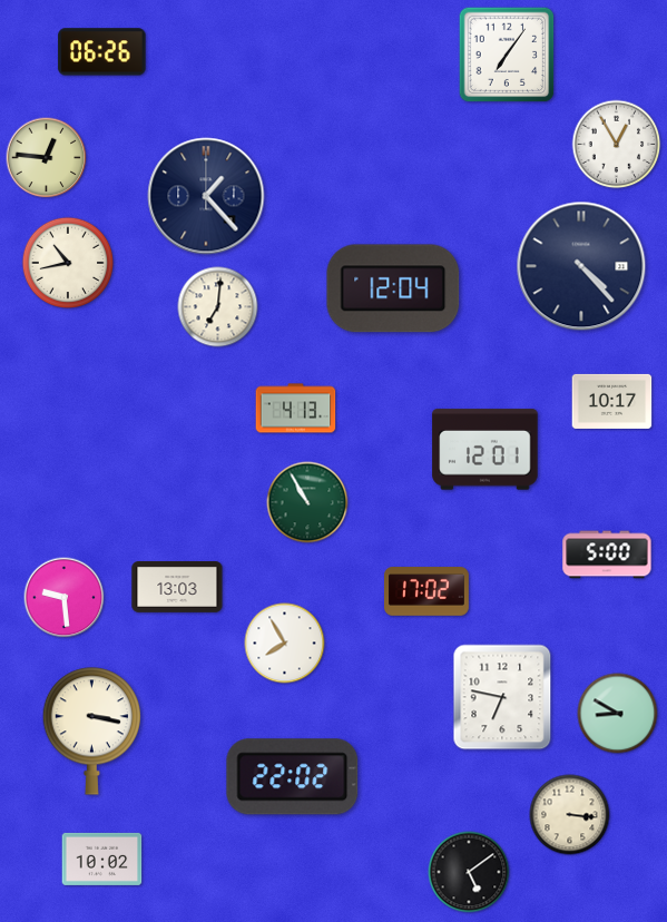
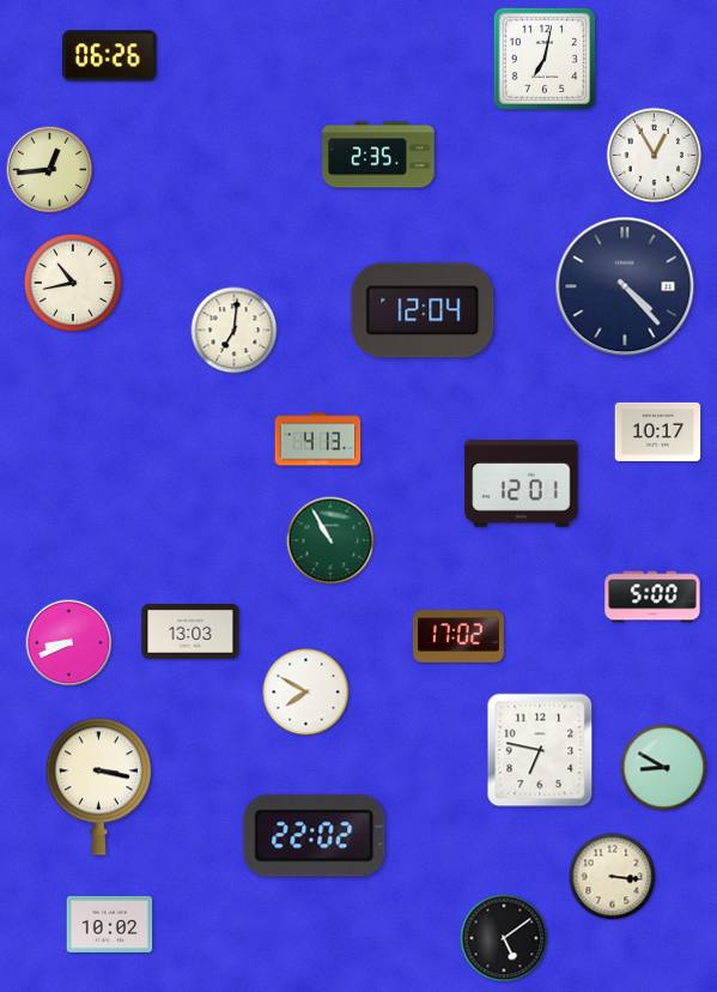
clock at (507, 55): 7:06 -> 7:02
clock at (378, 155): none -> 2:35
clock at (617, 145) position: (617, 145) -> (655, 156)
clock at (47, 158): 12:46 -> 12:44
clock at (206, 196): 1:23 -> none
clock at (65, 598): 9:29 -> 8:41
clock at (285, 644): 7:55 -> 7:50
